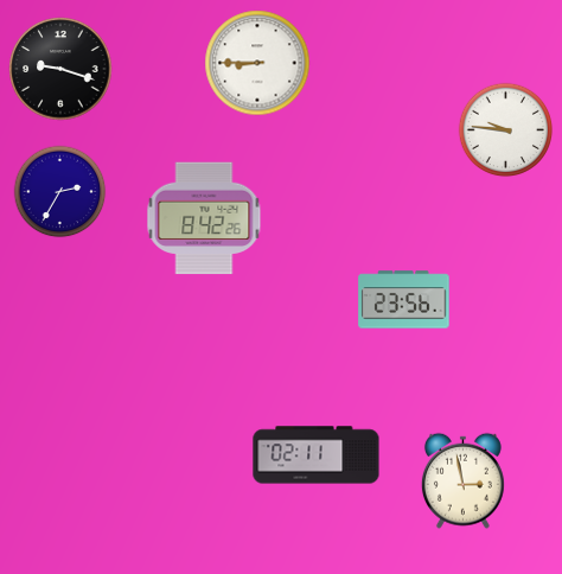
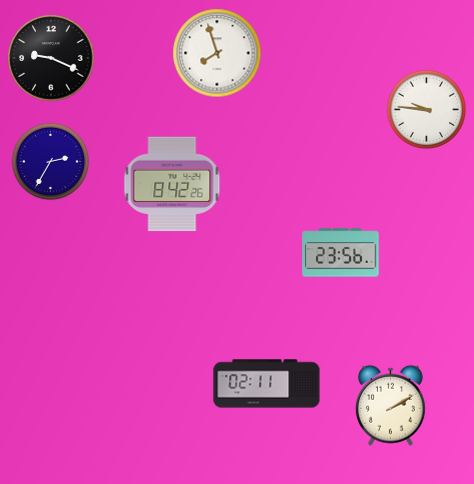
clock at (257, 63): 8:45 -> 7:57
clock at (60, 69): 9:18 -> 9:19
clock at (462, 480): 2:58 -> 2:10
